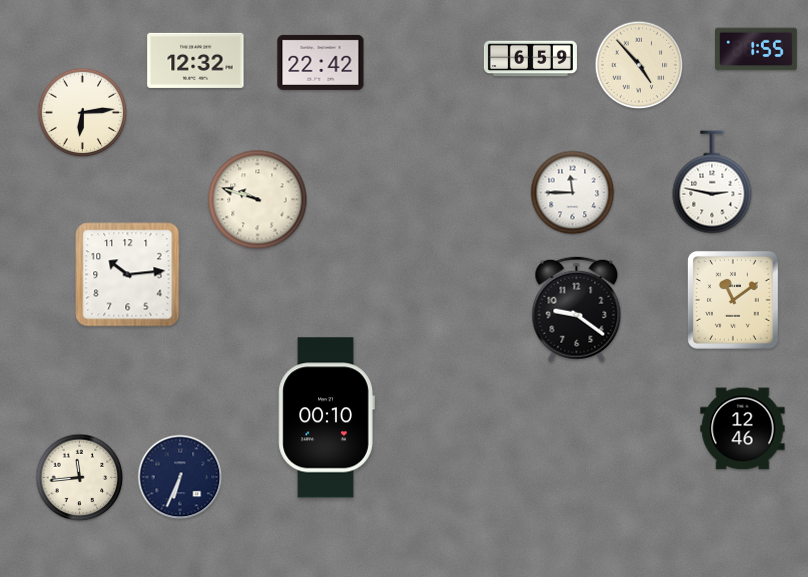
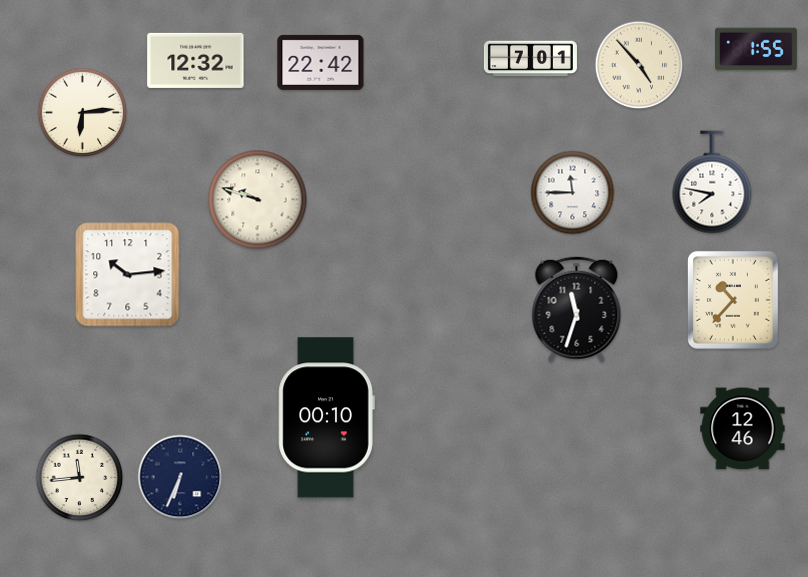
clock at (530, 59): 6:59 -> 7:01
clock at (712, 182): 2:47 -> 7:47
clock at (733, 300): 11:09 -> 10:37
clock at (577, 310): 9:21 -> 11:33
